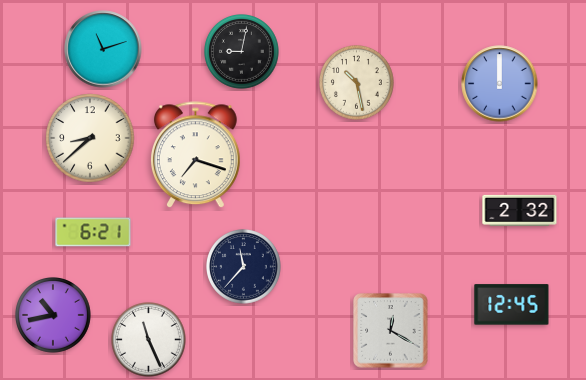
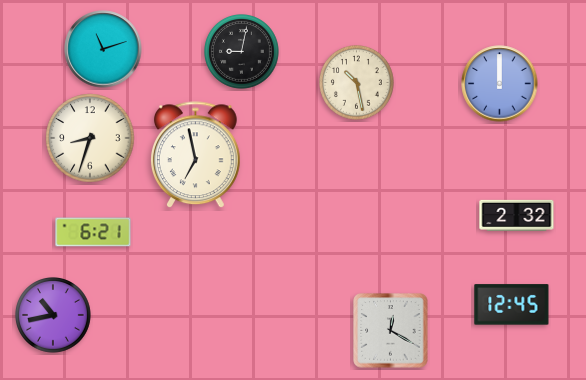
clock at (90, 138): 8:38 -> 8:33
clock at (195, 155): 7:18 -> 6:58
clock at (520, 210) position: (520, 210) -> (517, 215)
clock at (244, 267): 11:37 -> none
clock at (149, 340): 11:26 -> none
